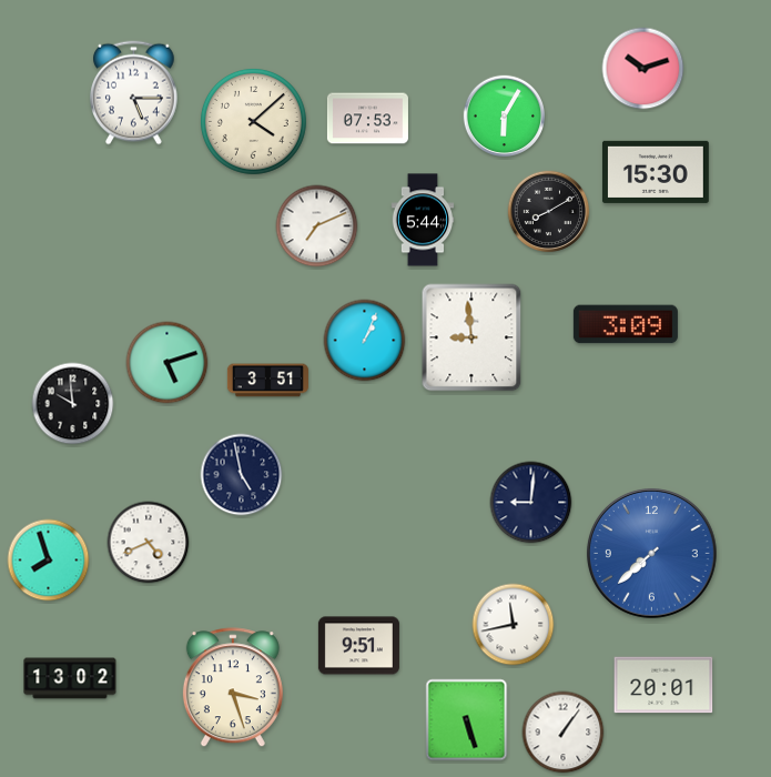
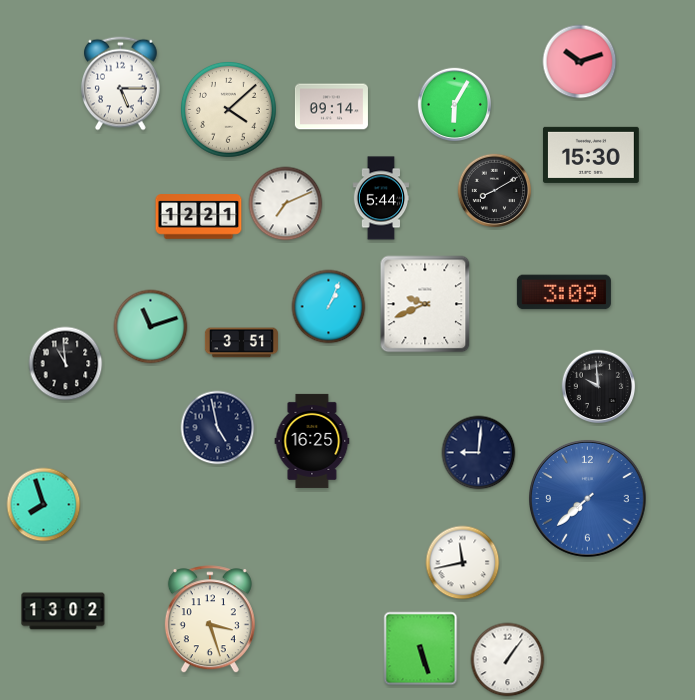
clock at (367, 119): 07:53 -> 09:14
clock at (199, 217): none -> 12:21
clock at (471, 337): 8:59 -> 9:41
clock at (168, 363): 5:12 -> 11:12
clock at (73, 404): 9:59 -> 10:59
clock at (599, 387): none -> 9:59
clock at (312, 441): none -> 16:25
clock at (149, 543): 4:41 -> none
clock at (358, 646): 9:51 -> none
clock at (663, 685): 20:01 -> none
